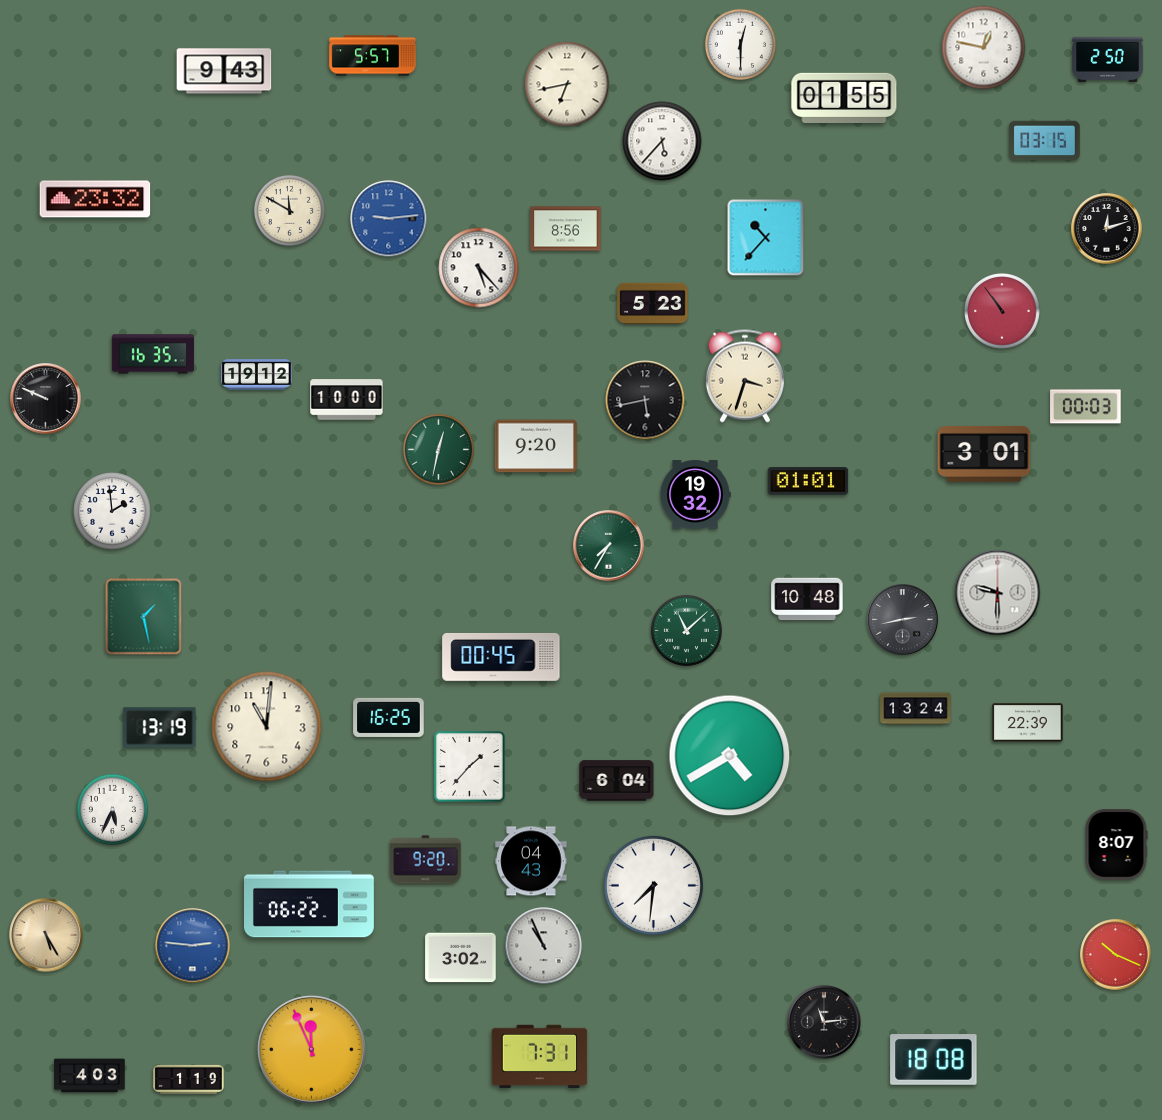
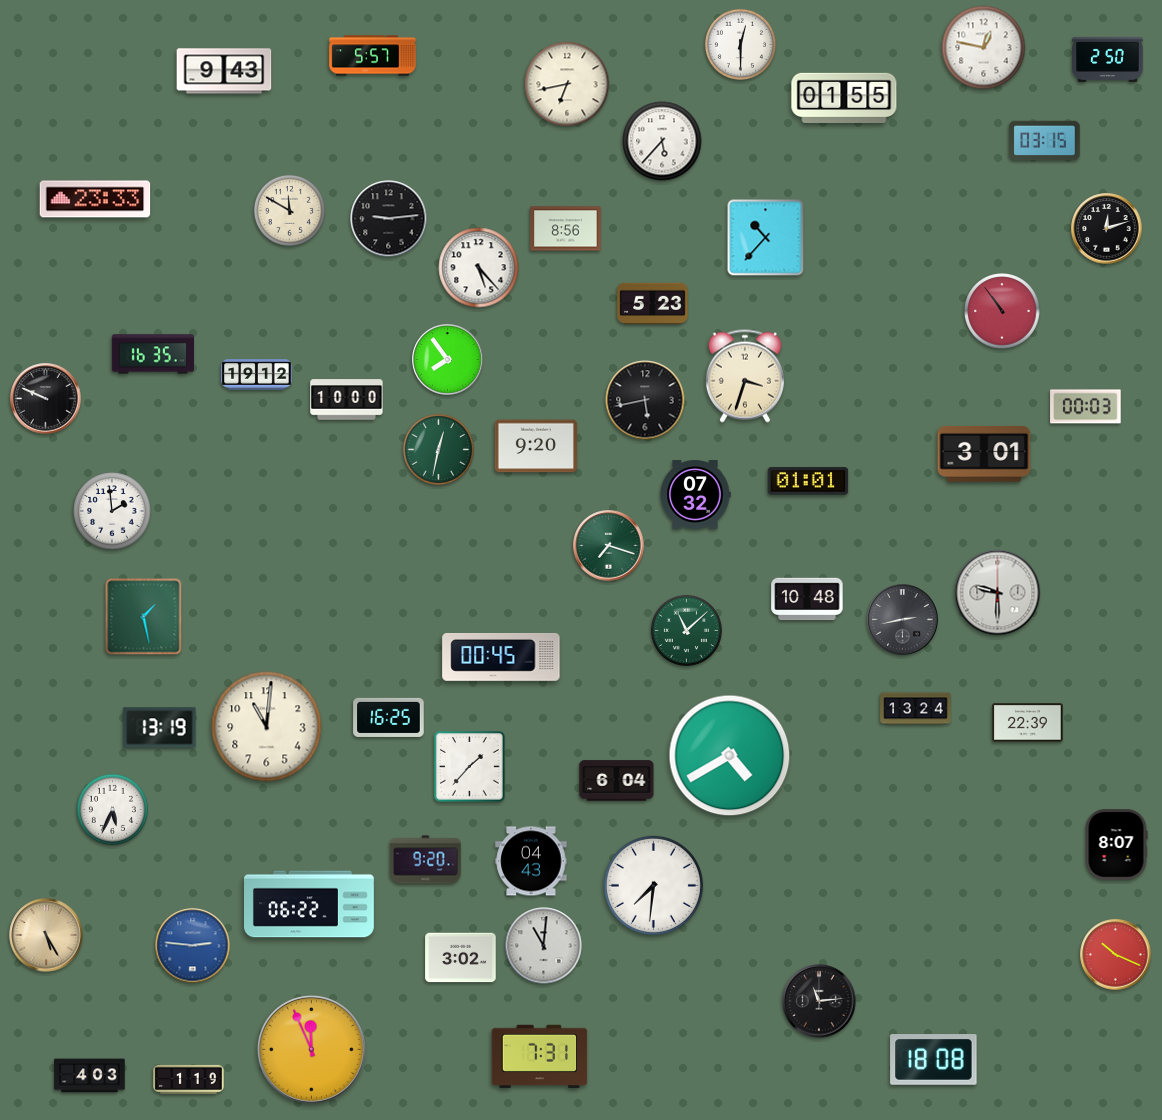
clock at (95, 199): 23:32 -> 23:33
clock at (389, 219) dial: blue -> black
clock at (448, 360): none -> 7:54
clock at (695, 495): 19:32 -> 07:32
clock at (609, 546): 7:35 -> 7:18
clock at (544, 946): 10:56 -> 11:01
clock at (824, 1022) position: (824, 1022) -> (819, 1001)
